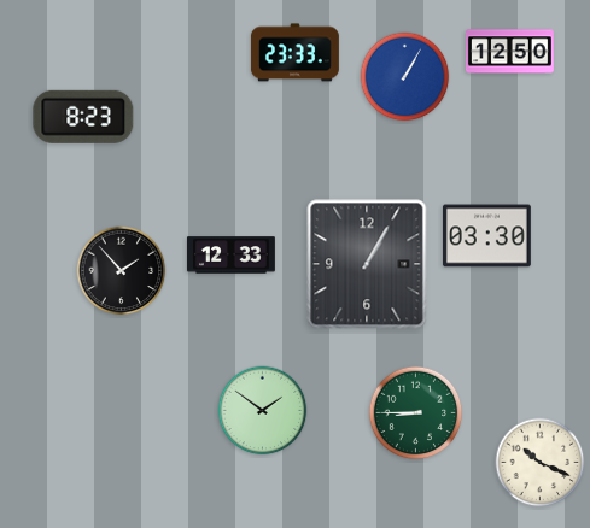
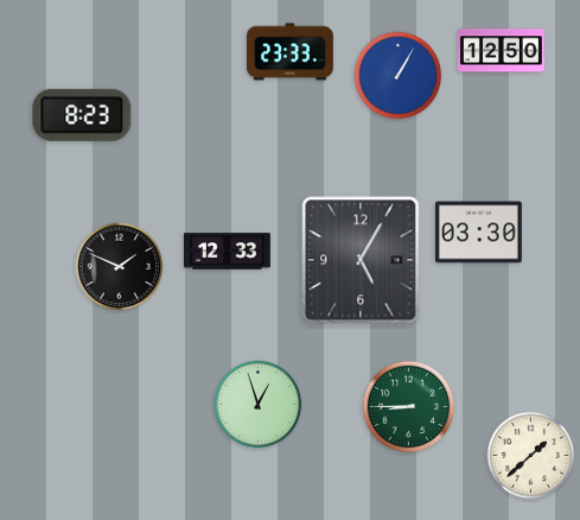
clock at (367, 264): 1:05 -> 5:05
clock at (122, 271): 1:53 -> 1:49
clock at (263, 411): 1:51 -> 12:57
clock at (541, 463): 10:19 -> 1:38
